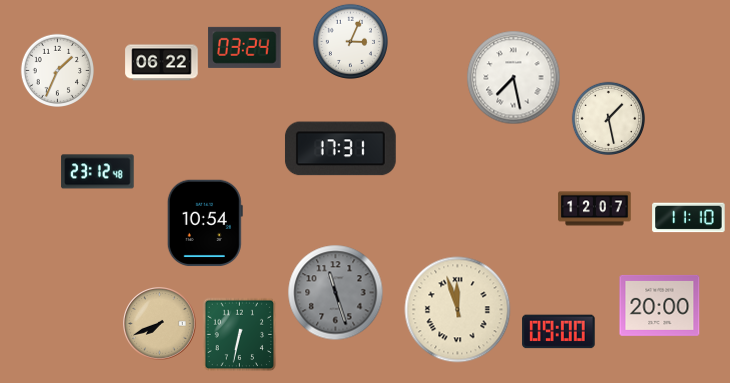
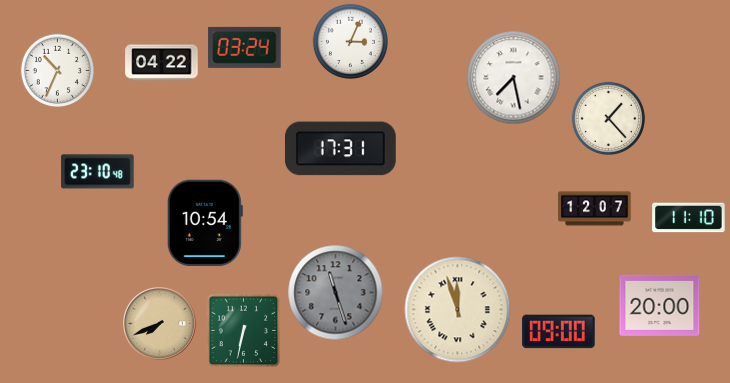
clock at (162, 63): 06:22 -> 04:22
clock at (57, 70): 1:34 -> 10:34
clock at (608, 118): 1:28 -> 1:23
clock at (98, 172): 23:12 -> 23:10
clock at (240, 335) position: (240, 335) -> (244, 331)
